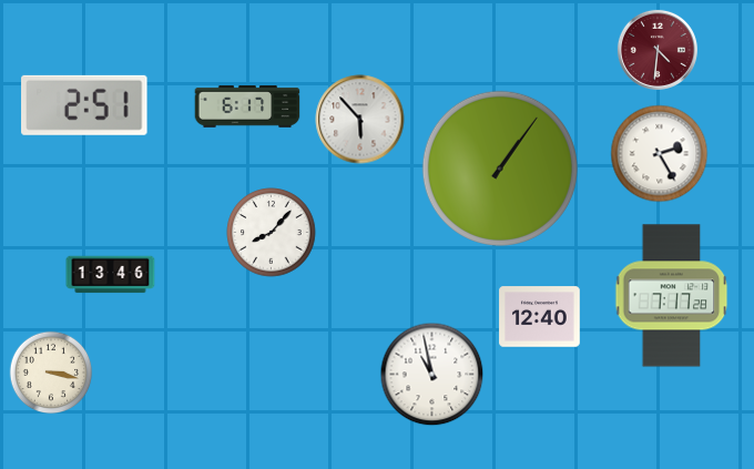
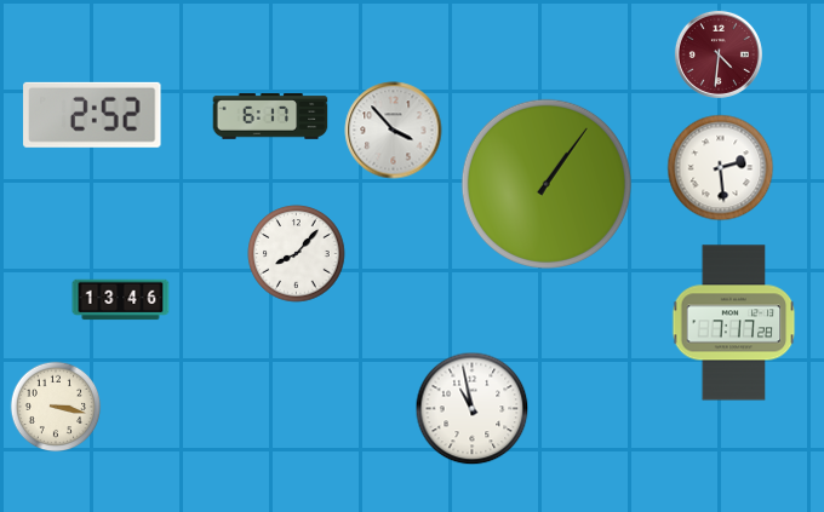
clock at (84, 105): 2:51 -> 2:52
clock at (360, 120): 5:53 -> 3:53
clock at (660, 154): 2:25 -> 2:29
clock at (540, 317): 12:40 -> none
